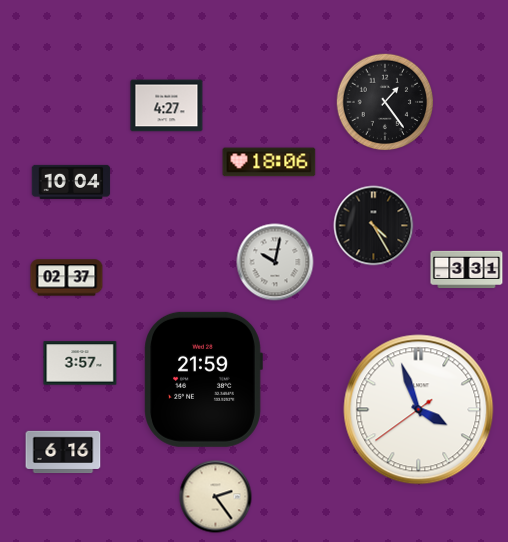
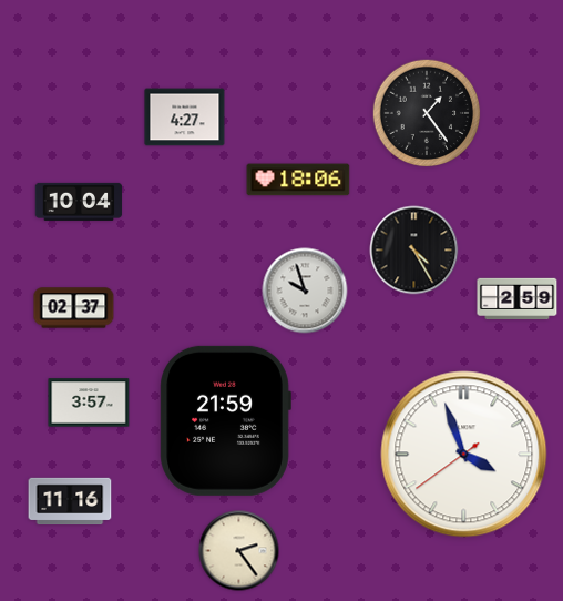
clock at (275, 262): 10:02 -> 9:57
clock at (467, 270): 3:31 -> 2:59
clock at (63, 452): 6:16 -> 11:16
